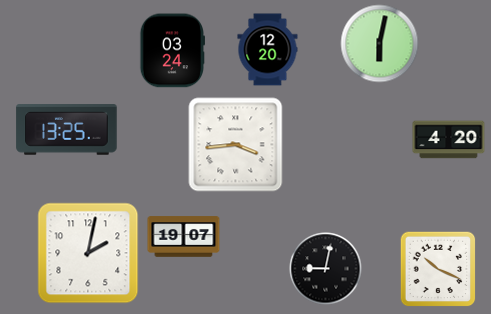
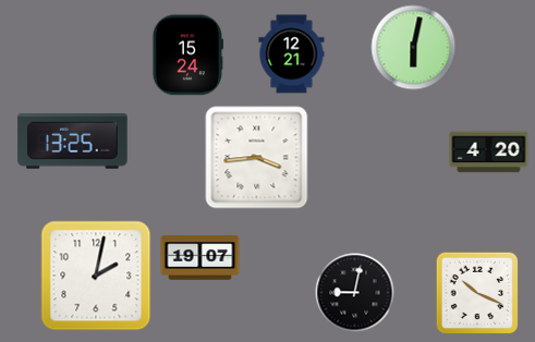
clock at (268, 50): 12:20 -> 12:21
clock at (172, 51): 03:24 -> 15:24
